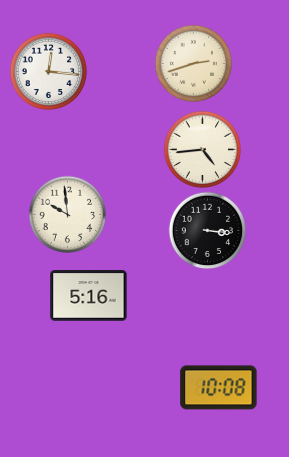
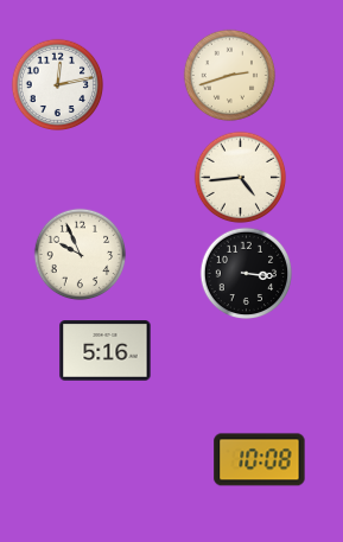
clock at (48, 71): 12:16 -> 12:13
clock at (67, 214): 9:59 -> 9:56
